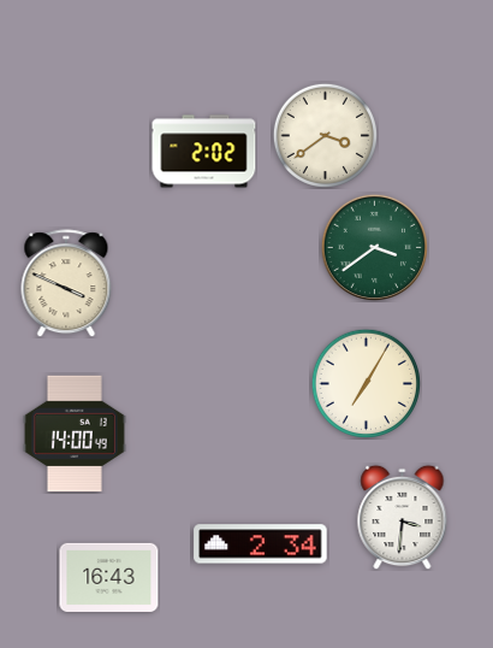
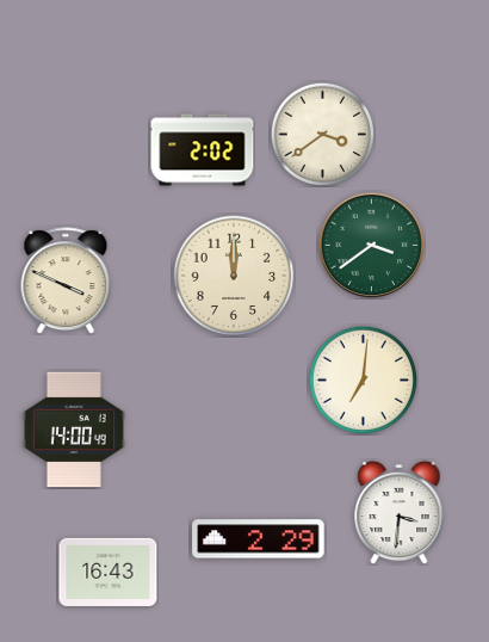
clock at (234, 276): none -> 12:00
clock at (366, 383): 7:05 -> 7:01
clock at (261, 544): 2:34 -> 2:29
